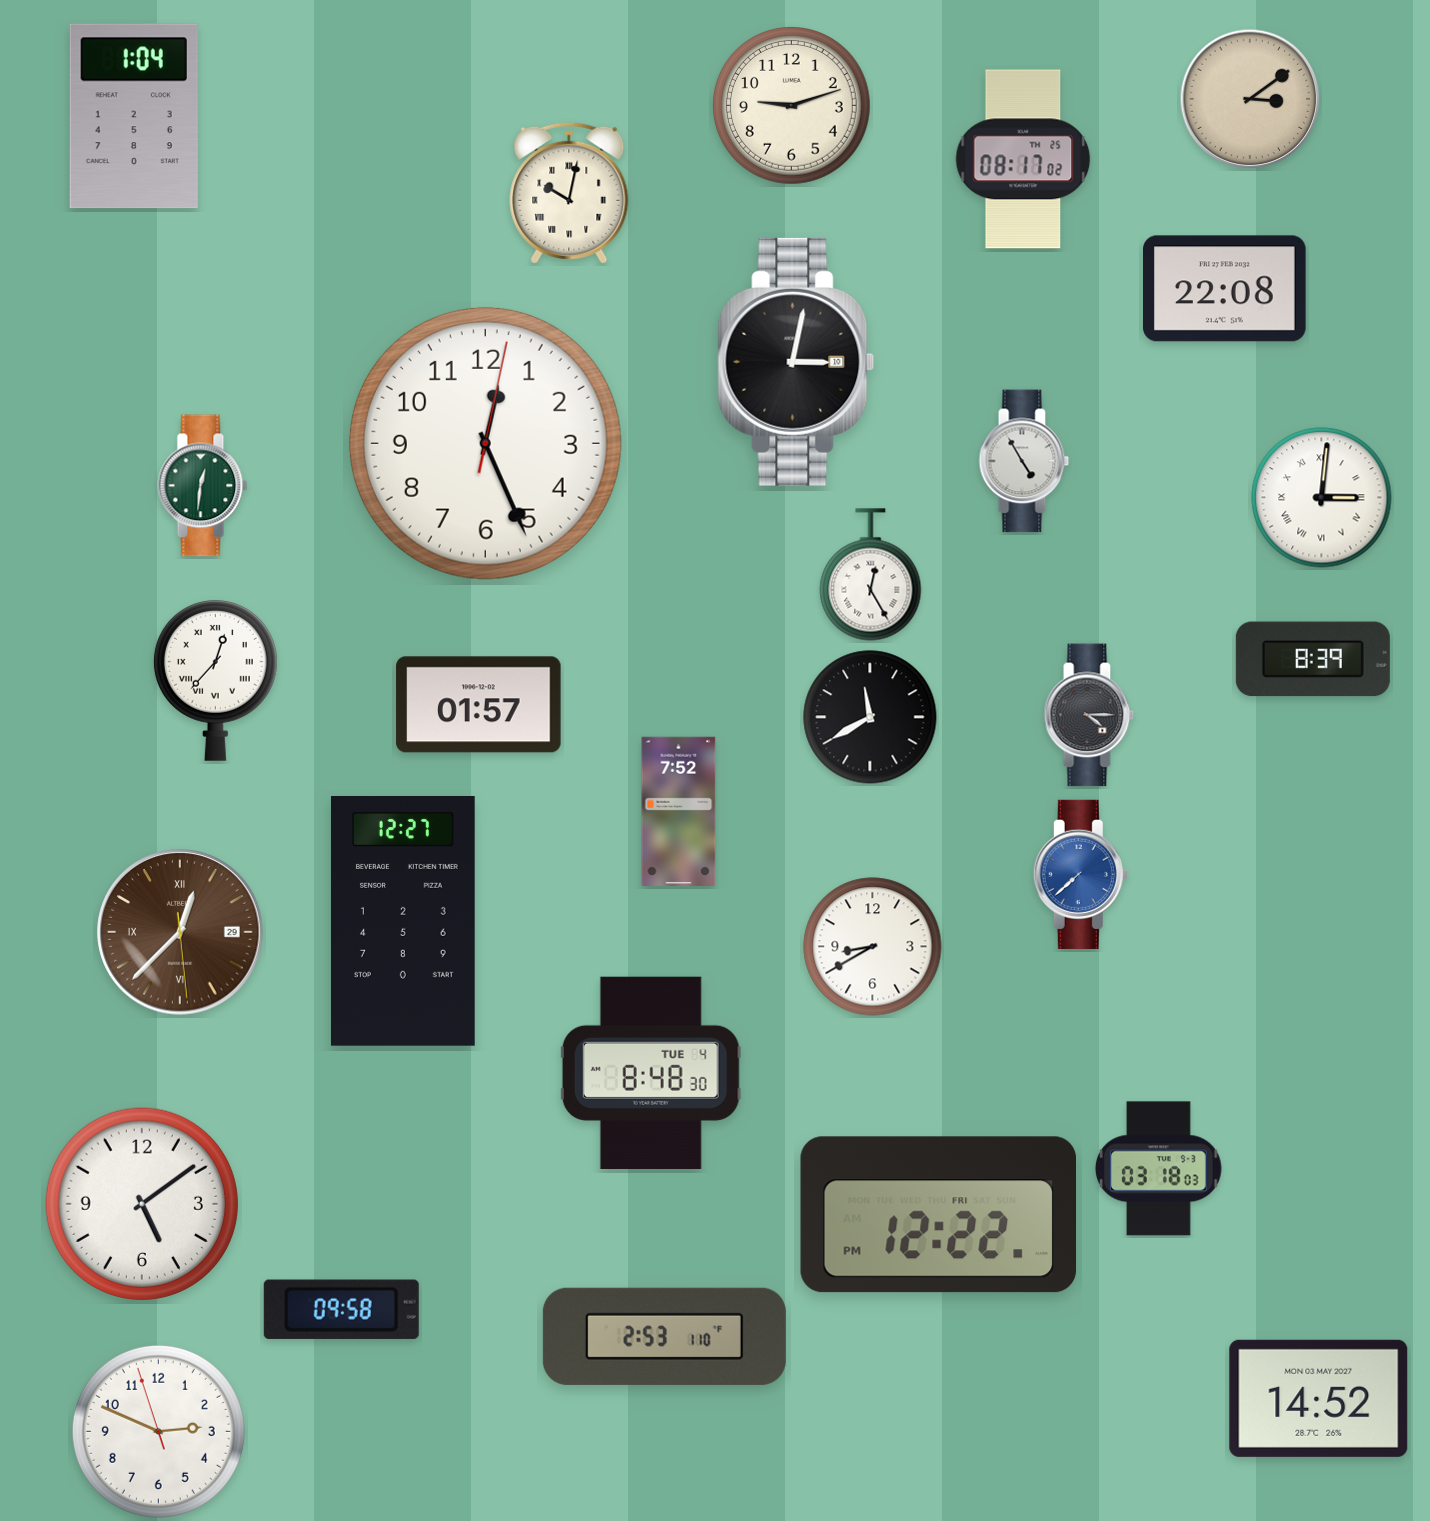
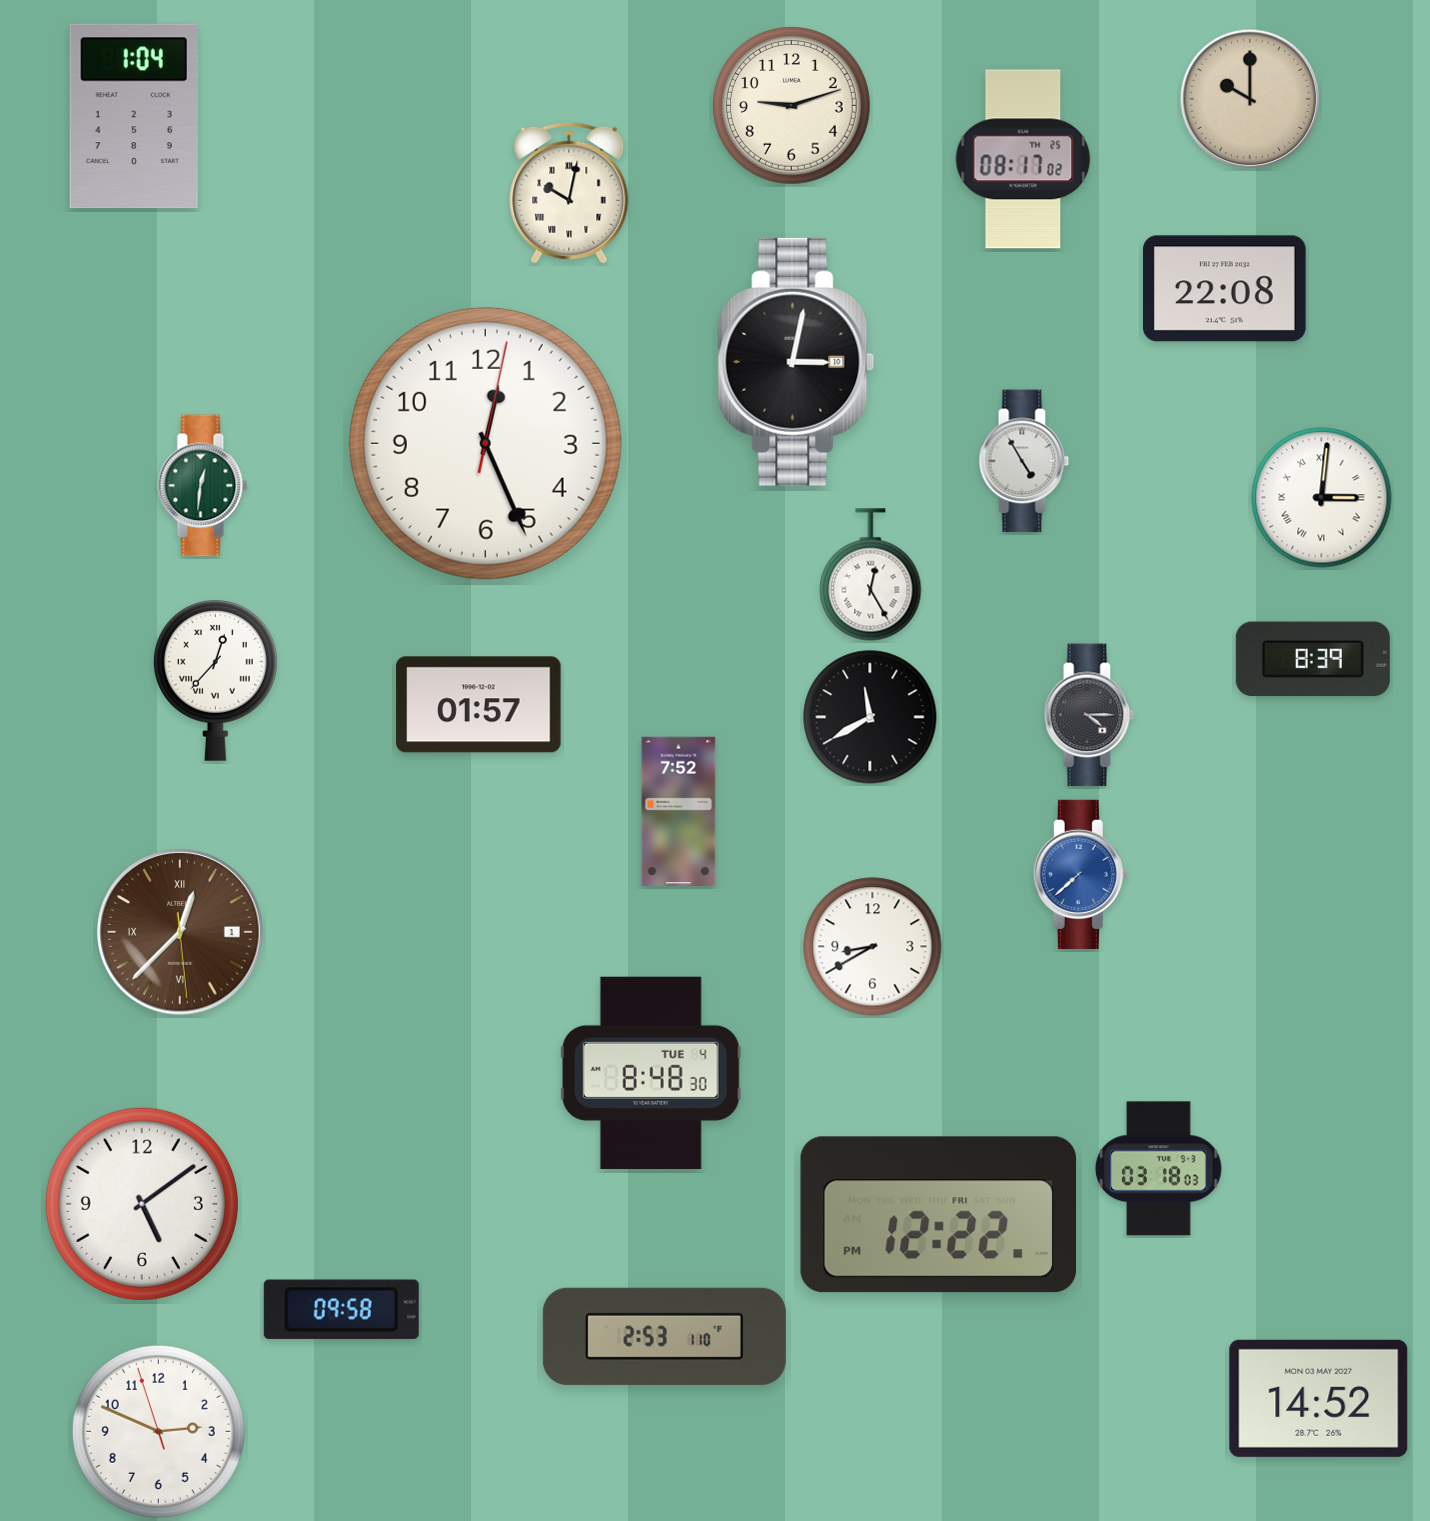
clock at (1250, 99): 3:09 -> 10:00
clock at (403, 922): 12:27 -> none
clock at (180, 932) date: 29 -> 1
